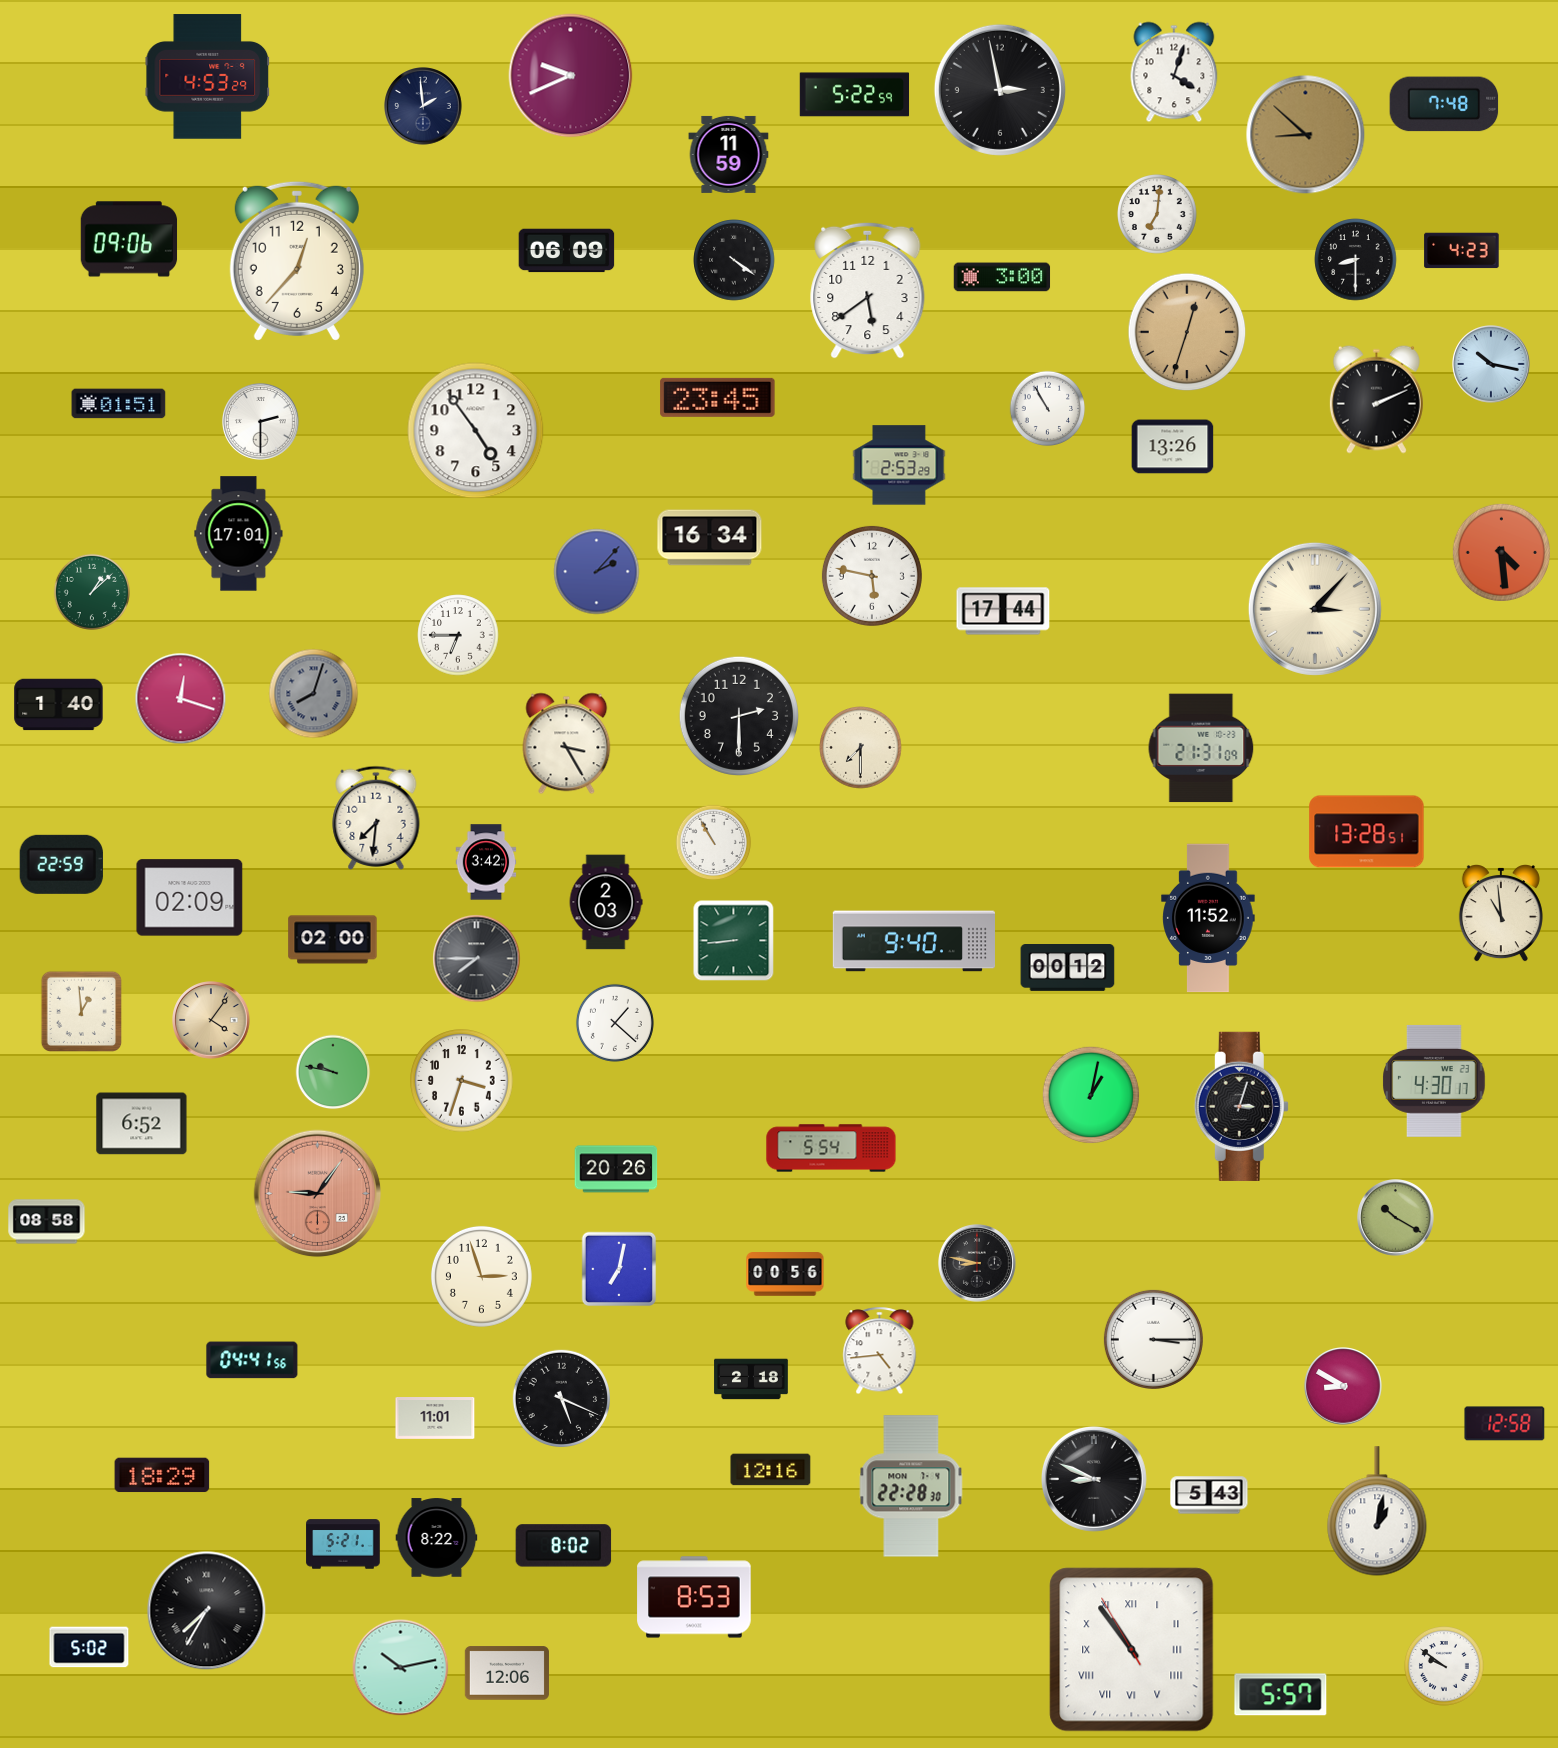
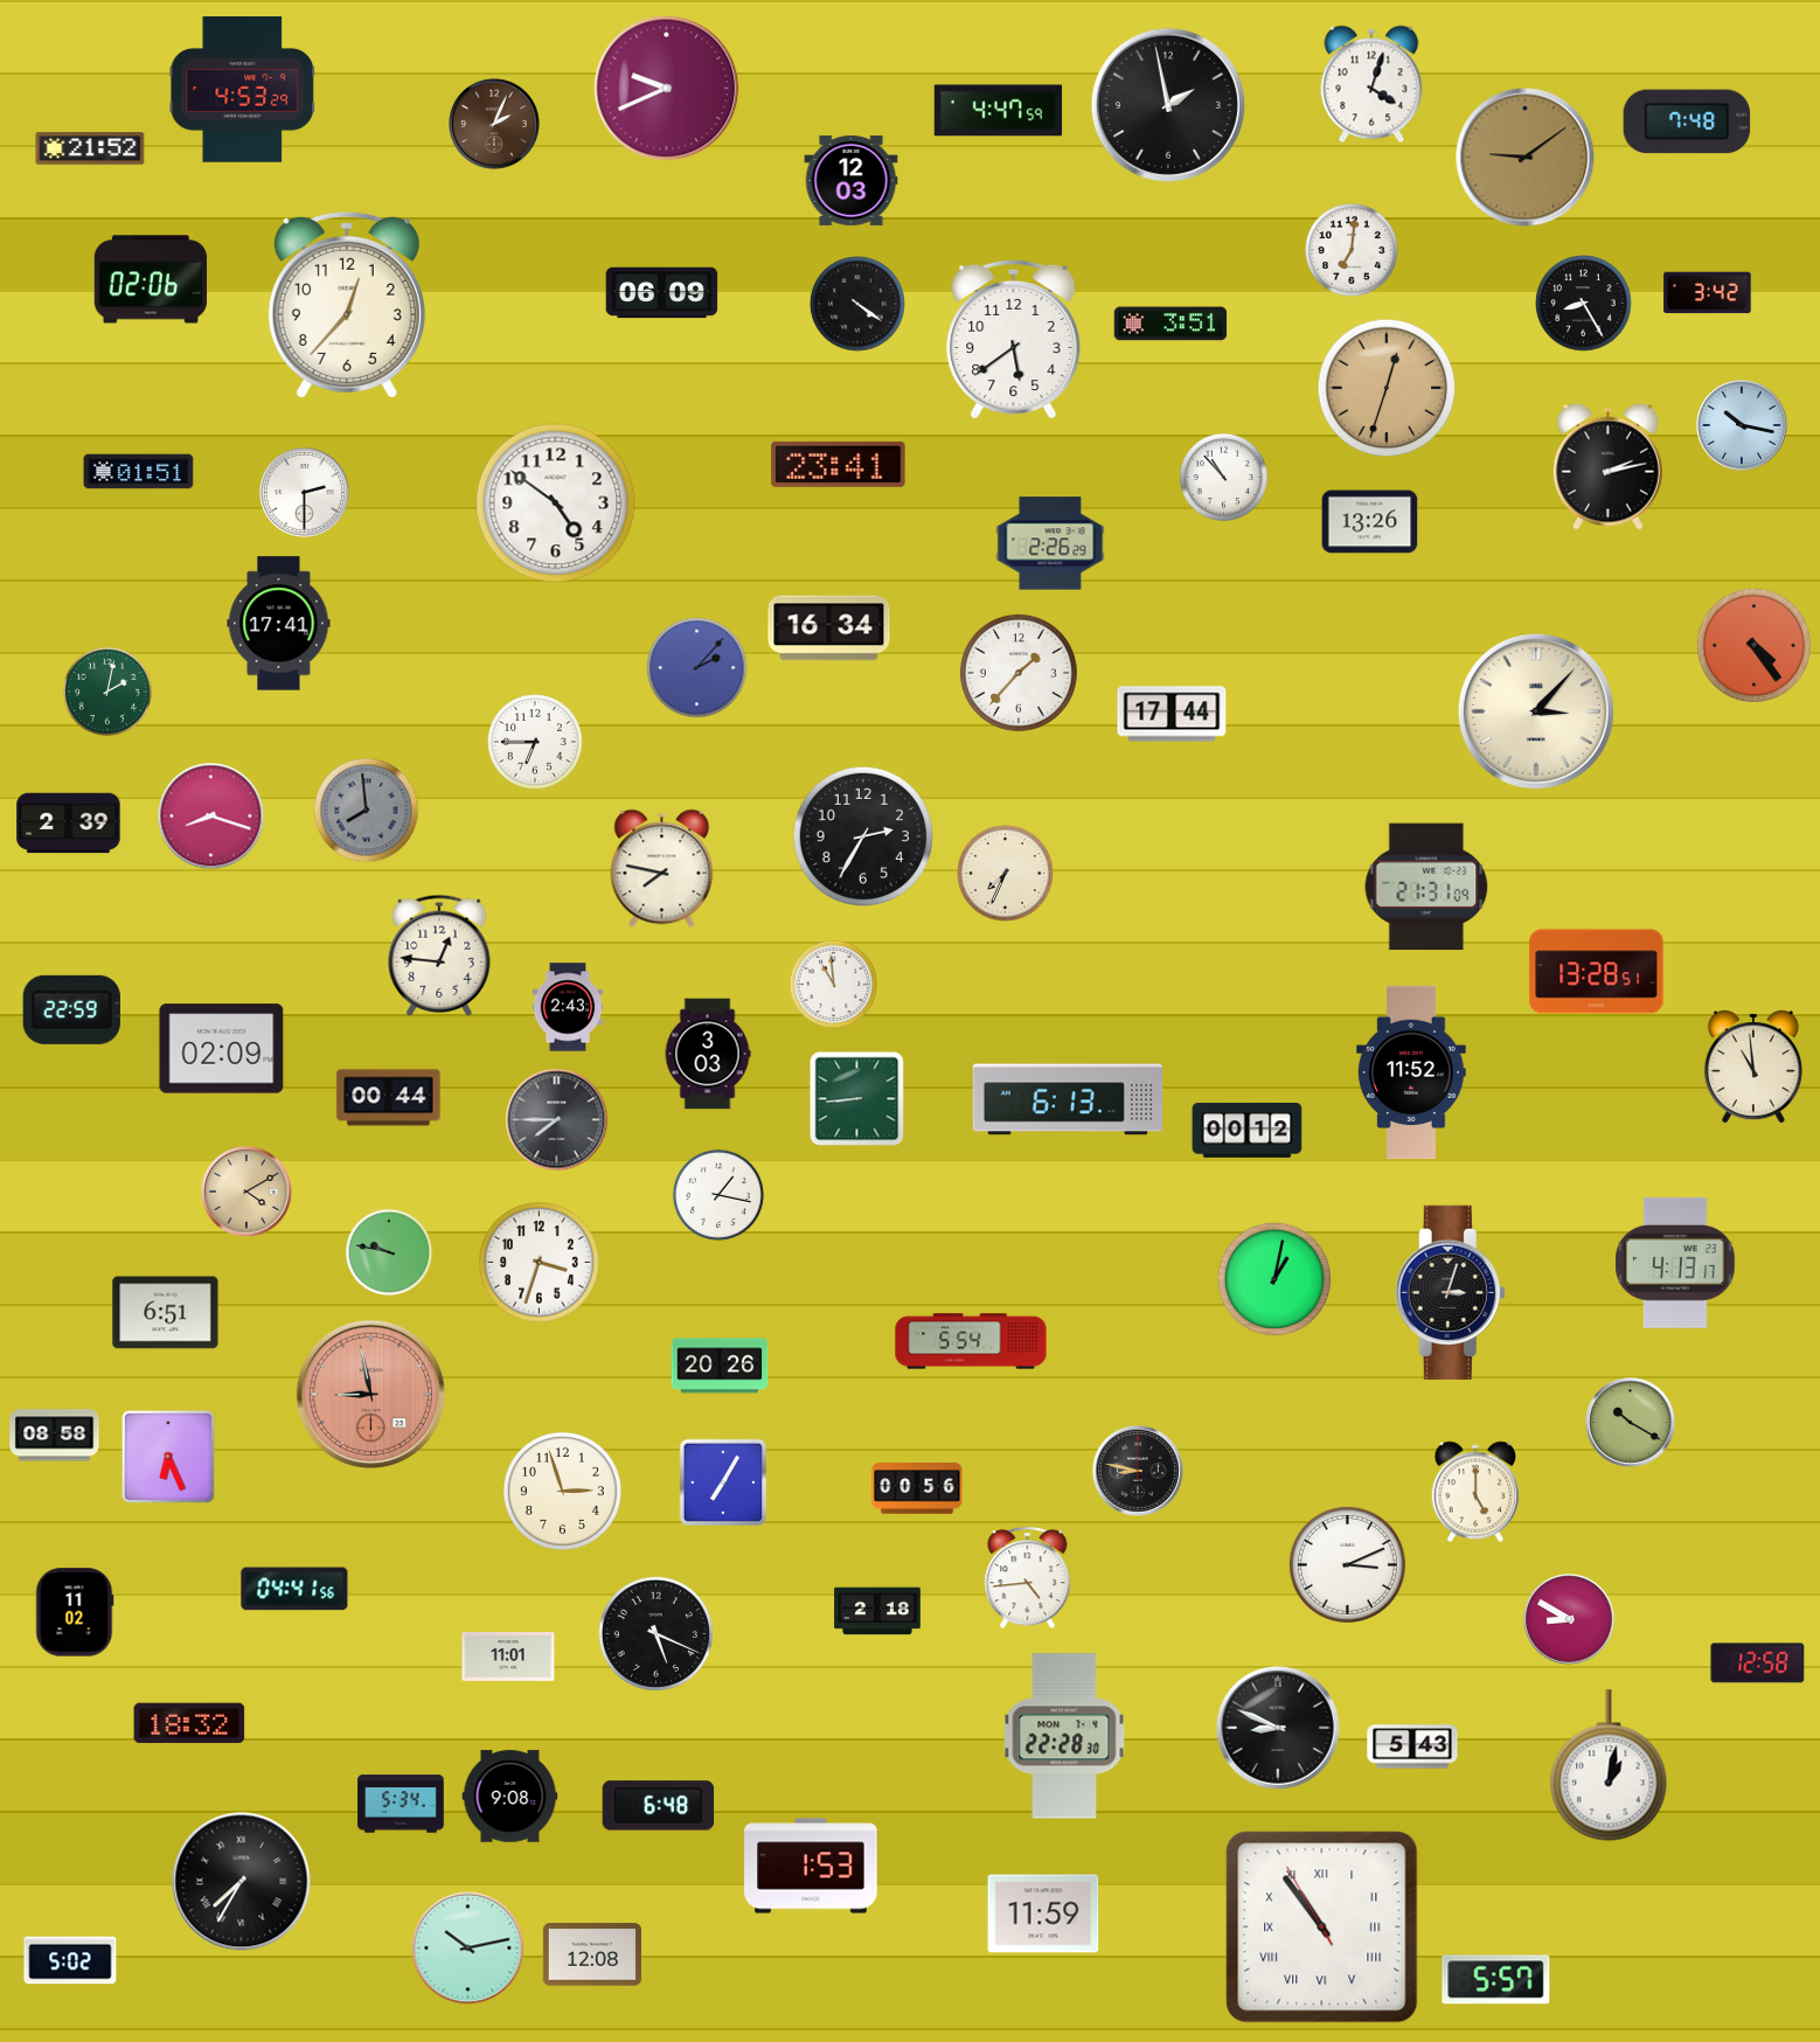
clock at (1000, 90): 2:58 -> 1:58
clock at (855, 95): 5:22 -> 4:47
clock at (423, 106): 1:59 -> 2:04
clock at (423, 106) dial: navy -> brown
clock at (90, 148): none -> 21:52
clock at (1306, 135): 8:52 -> 9:09
clock at (729, 154): 11:59 -> 12:03
clock at (129, 239): 09:06 -> 02:06
clock at (1462, 251): 4:23 -> 3:42
clock at (1356, 260): 8:30 -> 8:25
clock at (1002, 277): 3:00 -> 3:51
clock at (718, 397): 23:45 -> 23:41
clock at (1376, 399): 2:11 -> 2:13
clock at (1048, 409): 10:55 -> 10:53
clock at (476, 431): 4:54 -> 4:51
clock at (899, 465): 2:53 -> 2:26
clock at (239, 534): 17:01 -> 17:41
clock at (1501, 552): 4:29 -> 4:24
clock at (872, 576): 5:47 -> 1:37
clock at (91, 591): 1:08 -> 2:02
clock at (314, 694): 8:03 -> 7:59
clock at (181, 699): 12:18 -> 8:18
clock at (59, 705): 1:40 -> 2:39
clock at (738, 715): 2:30 -> 2:35
clock at (567, 744): 3:25 -> 7:47
clock at (861, 748): 7:30 -> 7:34
clock at (1201, 748) position: (1201, 748) -> (1426, 887)
clock at (376, 817): 7:31 -> 12:46
clock at (714, 843): 10:55 -> 10:59
clock at (486, 862): 3:42 -> 2:43
clock at (606, 902): 2:03 -> 3:03
clock at (333, 940): 02:00 -> 00:44
clock at (913, 941): 9:40 -> 6:13
clock at (82, 1012): 12:59 -> none
clock at (211, 1020): 4:06 -> 4:10
clock at (615, 1023): 1:22 -> 1:17
clock at (1434, 1081): 4:30 -> 4:13
clock at (142, 1124): 6:52 -> 6:51
clock at (318, 1194): 9:06 -> 8:58
clock at (47, 1222) position: (47, 1222) -> (55, 1436)
clock at (168, 1457): none -> 6:26
clock at (977, 1263) position: (977, 1263) -> (1138, 1471)
clock at (619, 1269): 7:02 -> 7:05
clock at (1475, 1492): none -> 5:00
clock at (1153, 1339): 3:15 -> 3:11
clock at (75, 1612): none -> 11:02
clock at (771, 1470): 12:16 -> none
clock at (162, 1475): 18:29 -> 18:32
clock at (437, 1538): 8:22 -> 9:08
clock at (343, 1544): 5:21 -> 5:34
clock at (564, 1546): 8:02 -> 6:48
clock at (694, 1597): 8:53 -> 1:53
clock at (1043, 1913): none -> 11:59
clock at (89, 1647) position: (89, 1647) -> (70, 1960)
clock at (1445, 1667): 9:51 -> none
clock at (507, 1673): 12:06 -> 12:08
